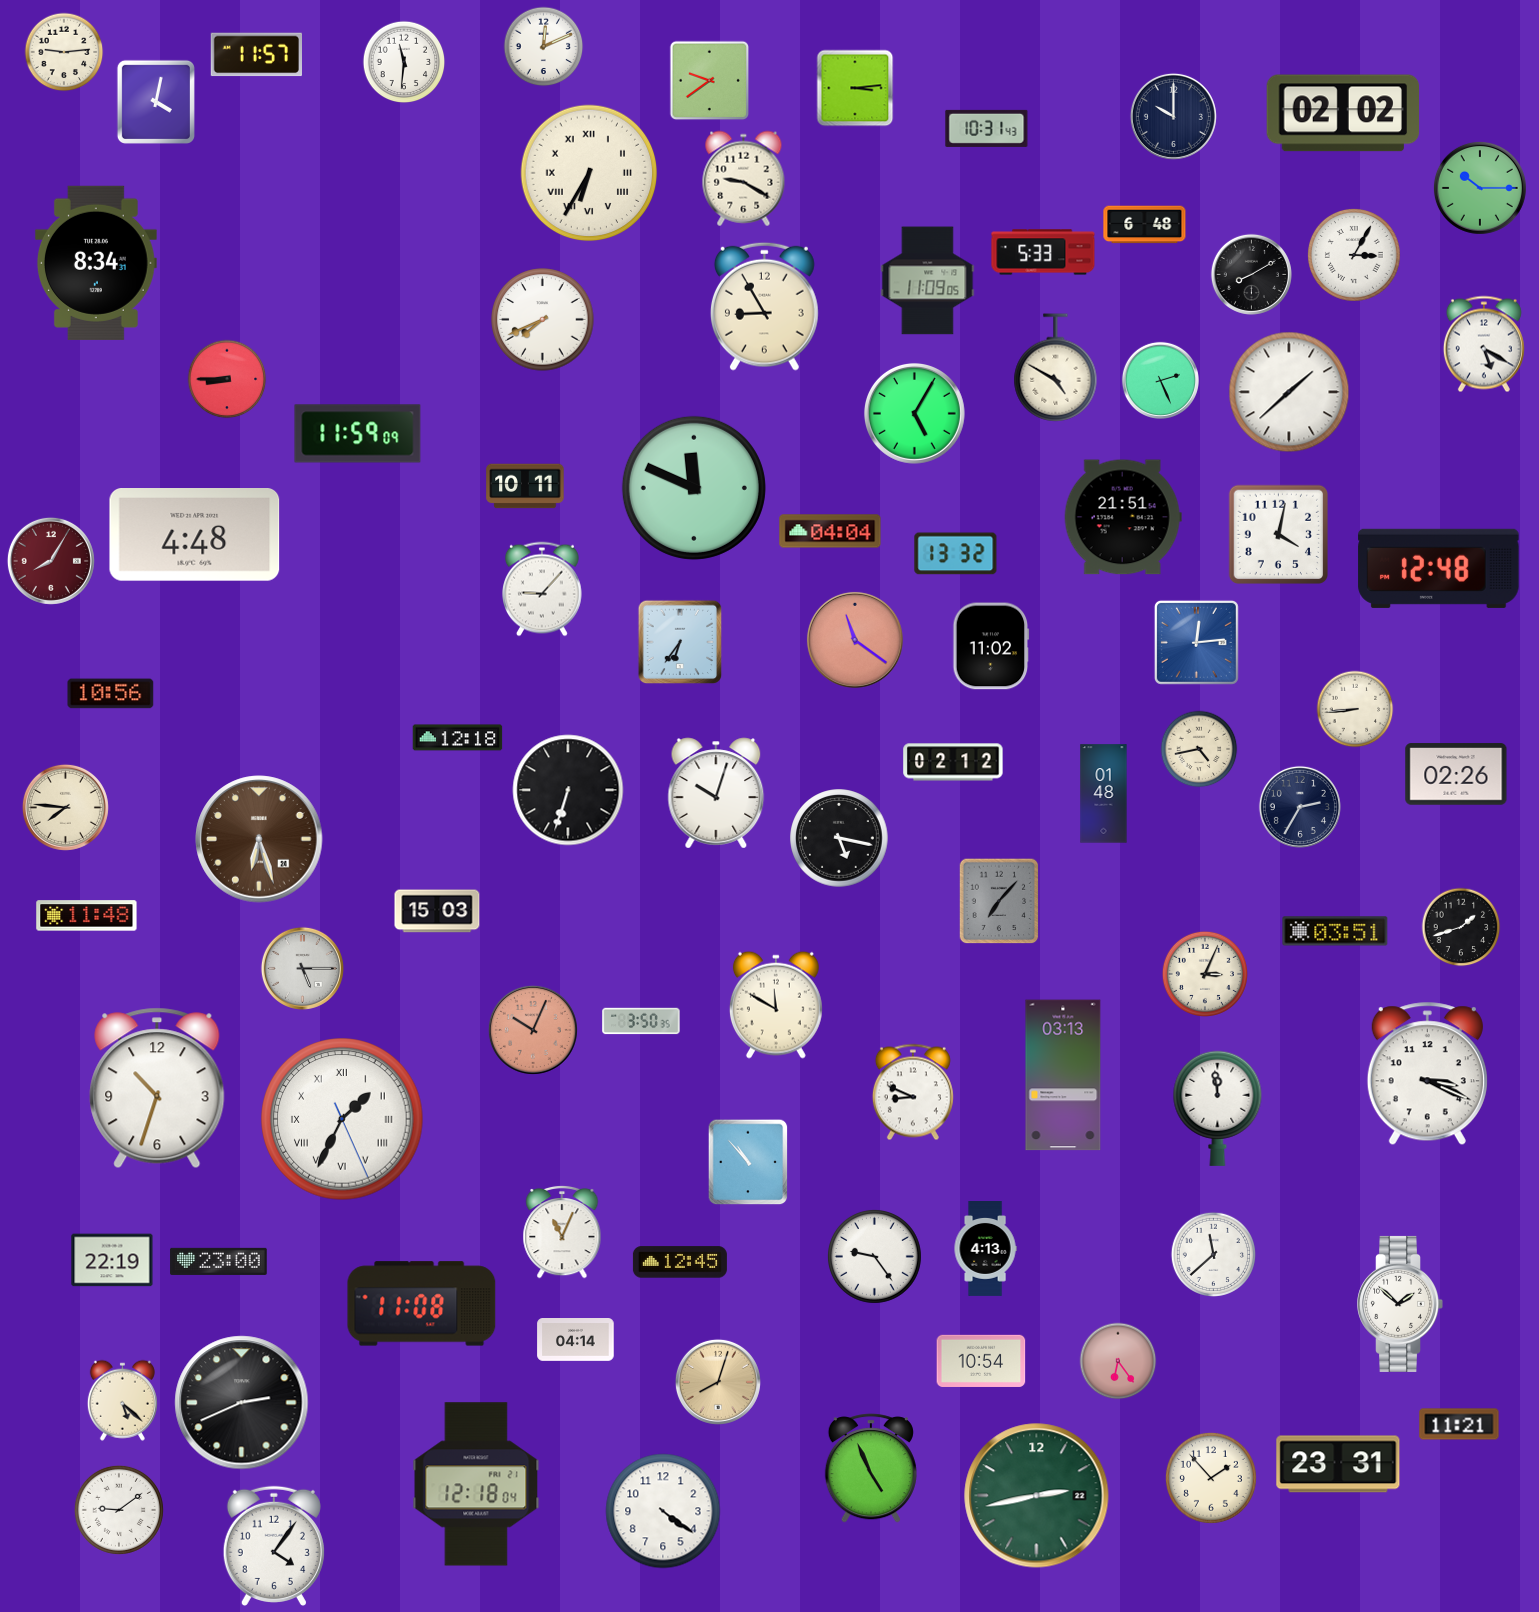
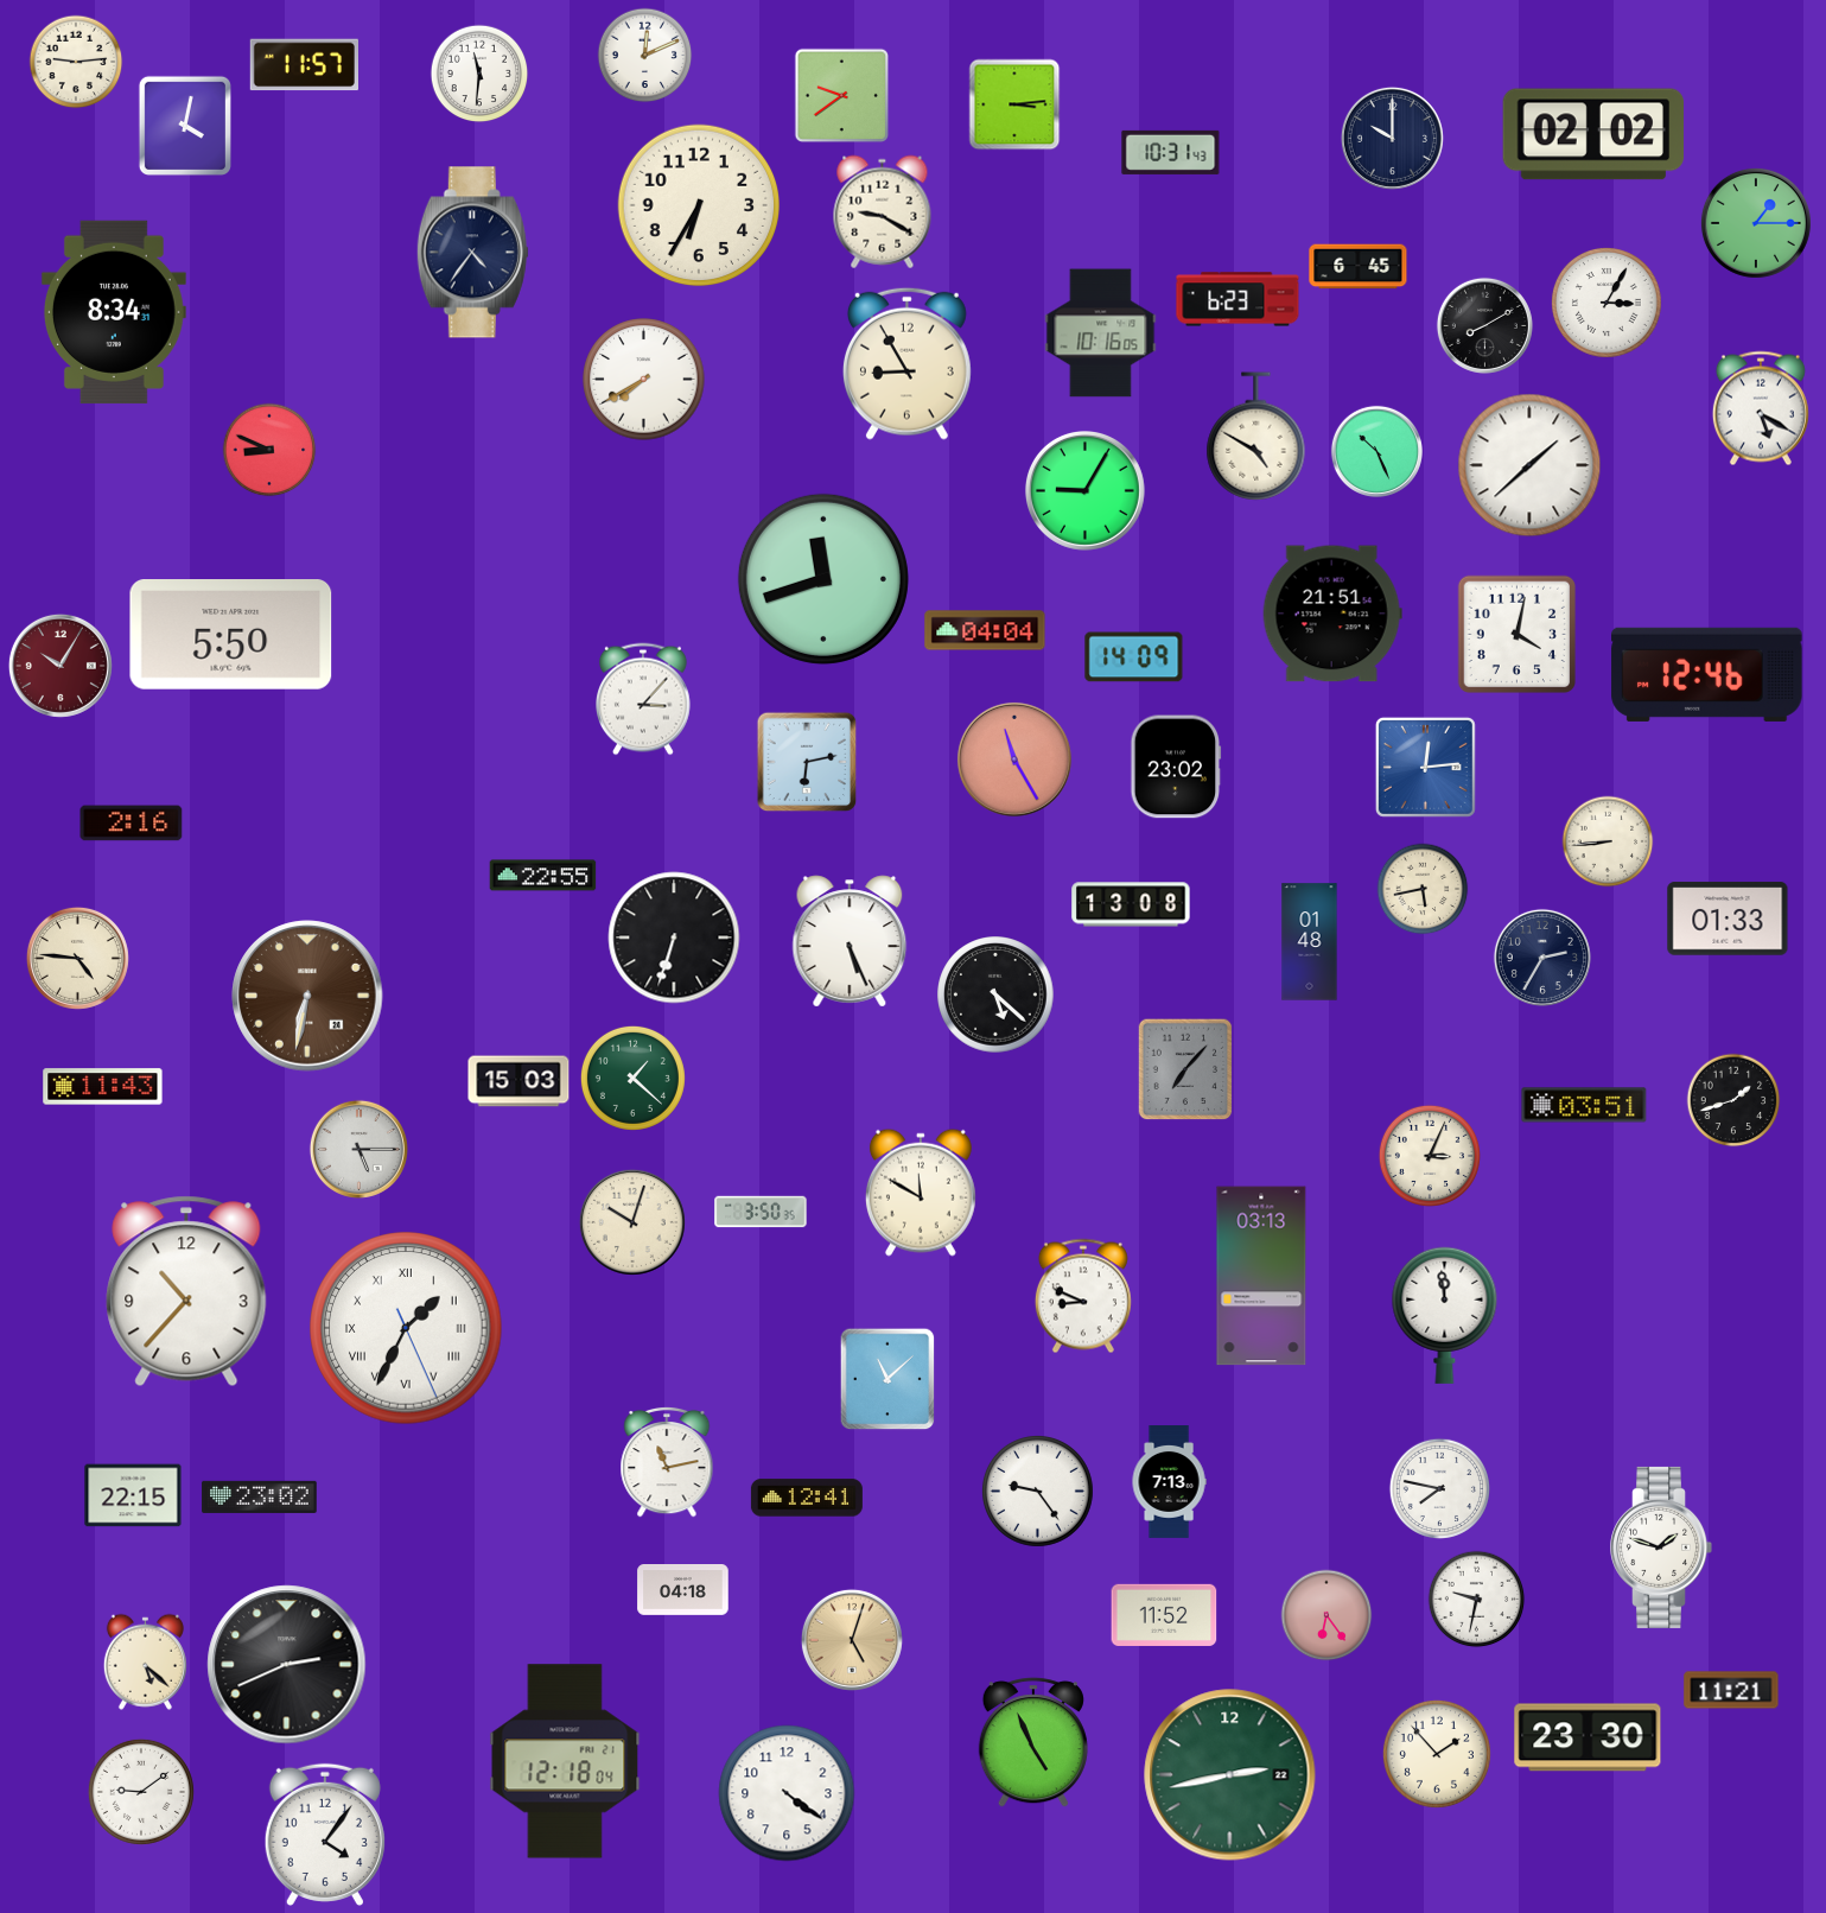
clock at (156, 102) position: (156, 102) -> (185, 126)
clock at (589, 173) numerals: Roman -> Arabic
clock at (1480, 188): 10:15 -> 1:15
clock at (472, 253): none -> 4:36
clock at (1145, 225): 6:48 -> 6:45
clock at (1043, 252): 5:33 -> 6:23
clock at (928, 281): 11:09 -> 10:16
clock at (543, 320): 7:41 -> 7:40
clock at (1056, 368) position: (1056, 368) -> (1256, 437)
clock at (227, 379): 8:45 -> 8:49
clock at (1160, 380): 2:26 -> 10:26
clock at (914, 413): 5:05 -> 9:05
clock at (358, 434): 11:59 -> none
clock at (525, 486): 10:11 -> none
clock at (694, 488): 11:49 -> 11:42
clock at (195, 535): 4:48 -> 5:50
clock at (956, 554): 13:32 -> 14:09
clock at (51, 561): 8:05 -> 10:05
clock at (1439, 568): 12:48 -> 12:46
clock at (543, 589): 9:07 -> 3:07
clock at (855, 640): 11:21 -> 11:25
clock at (680, 642): 6:36 -> 6:13
clock at (1196, 642) position: (1196, 642) -> (1425, 767)
clock at (991, 646): 11:02 -> 23:02
clock at (111, 694): 10:56 -> 2:16
clock at (458, 738): 12:18 -> 22:55
clock at (1199, 749): 4:43 -> 5:43
clock at (953, 762): 02:12 -> 13:08
clock at (1456, 774): 02:26 -> 01:33
clock at (716, 793): 10:03 -> 5:26
clock at (65, 807): 7:46 -> 4:46
clock at (839, 838): 5:17 -> 5:22
clock at (259, 839): 6:27 -> 6:32
clock at (632, 1078): none -> 1:22
clock at (87, 916): 11:48 -> 11:43
clock at (533, 1030): 10:04 -> 10:03
clock at (533, 1030) dial: salmon -> cream
clock at (1427, 1074): 3:19 -> none
clock at (157, 1088): 10:33 -> 10:37
clock at (748, 1162): 10:53 -> 11:08
clock at (562, 1232): 11:04 -> 11:13
clock at (985, 1249): 4:13 -> 7:13
clock at (1213, 1254): 11:38 -> 7:47
clock at (112, 1260): 22:19 -> 22:15
clock at (219, 1261): 23:00 -> 23:02
clock at (680, 1262): 12:45 -> 12:41
clock at (422, 1304): 11:08 -> none
clock at (1400, 1304): 1:52 -> 1:48
clock at (576, 1340): 04:14 -> 04:18
clock at (1477, 1600): none -> 9:32
clock at (981, 1360): 10:54 -> 11:52
clock at (718, 1382): 8:03 -> 5:03
clock at (1338, 1464): 23:31 -> 23:30
